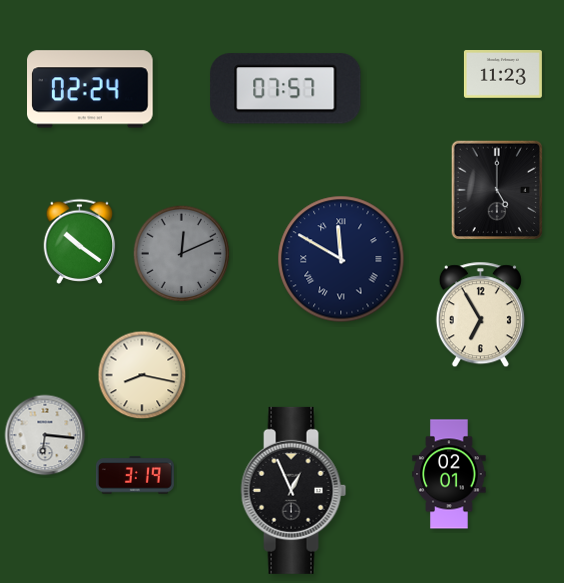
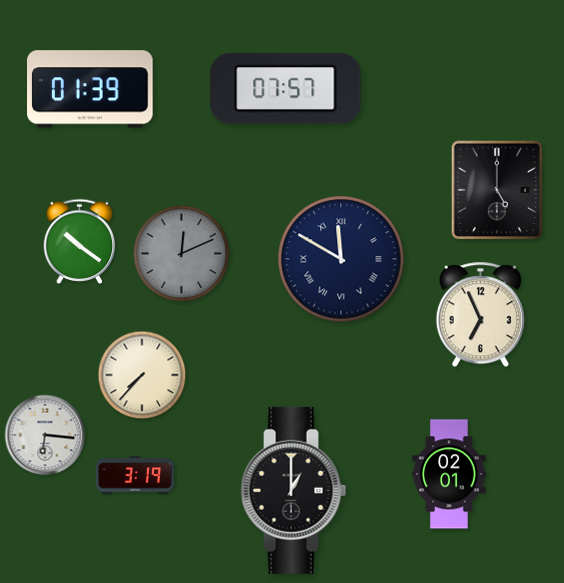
clock at (503, 75): 11:23 -> none
clock at (91, 89): 02:24 -> 01:39
clock at (480, 315): 6:55 -> 6:56
clock at (142, 375): 8:17 -> 7:37
clock at (294, 490): 12:56 -> 1:00
